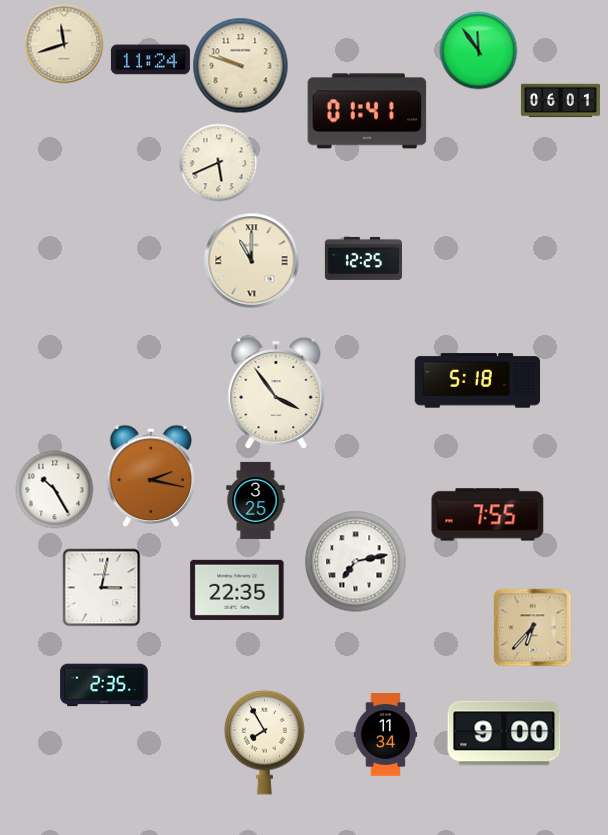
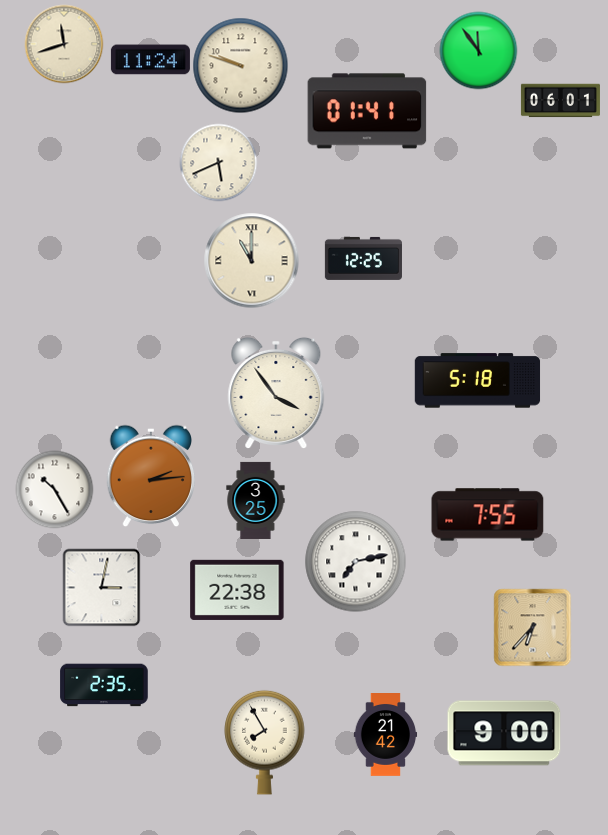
clock at (151, 476): 2:17 -> 2:14
clock at (237, 590): 22:35 -> 22:38
clock at (386, 735): 11:34 -> 21:42
